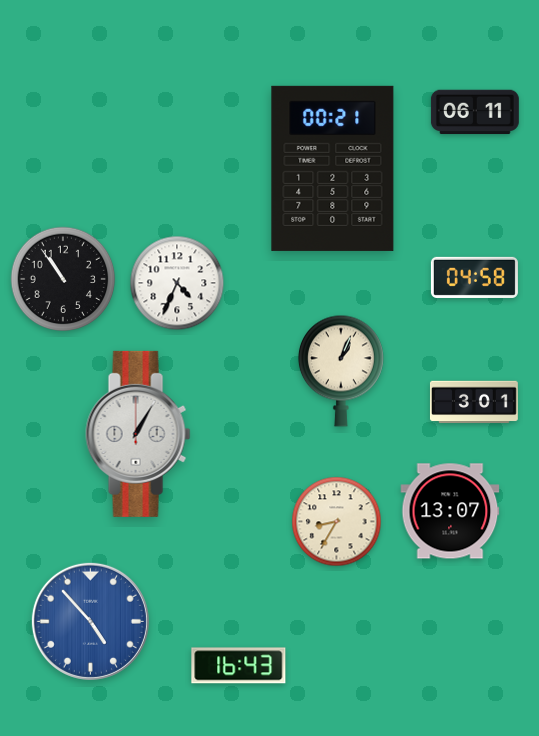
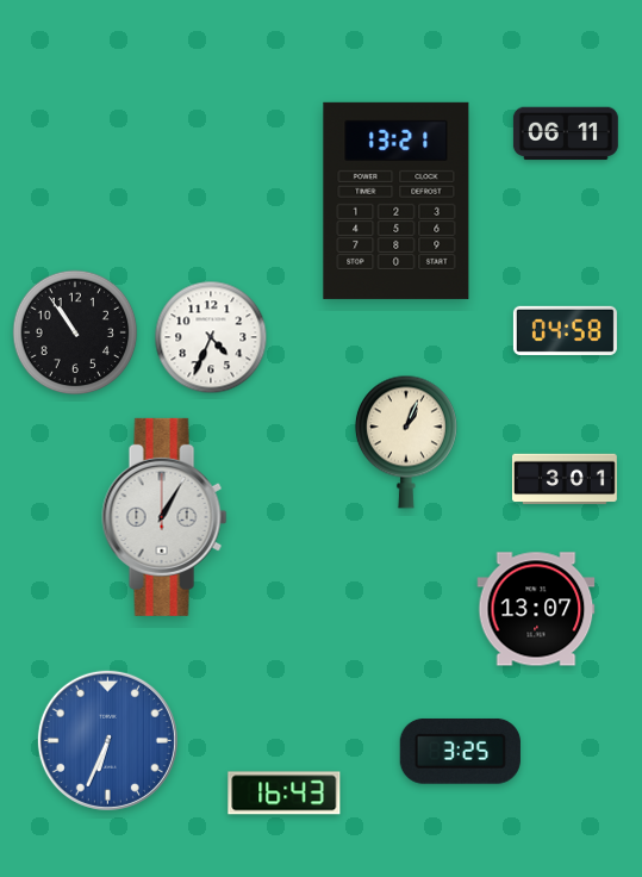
clock at (333, 168): 00:21 -> 13:21
clock at (337, 522): 8:35 -> none
clock at (90, 621): 4:53 -> 6:34
clock at (460, 752): none -> 3:25
